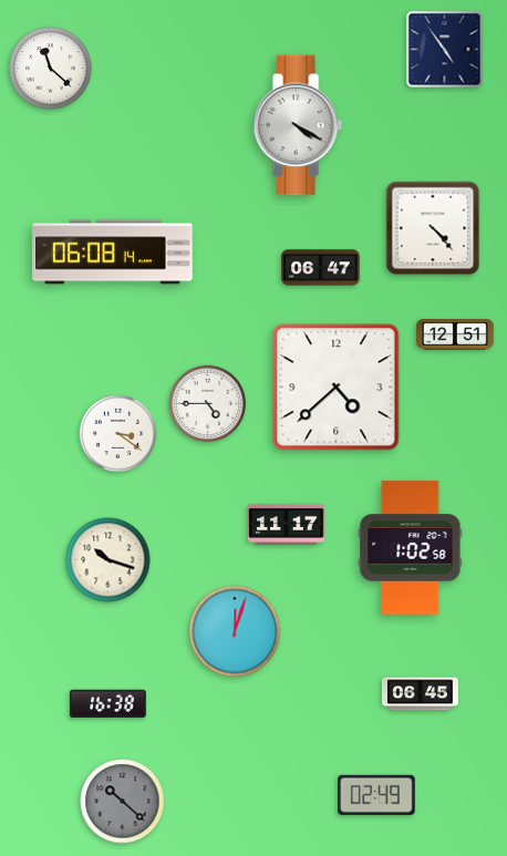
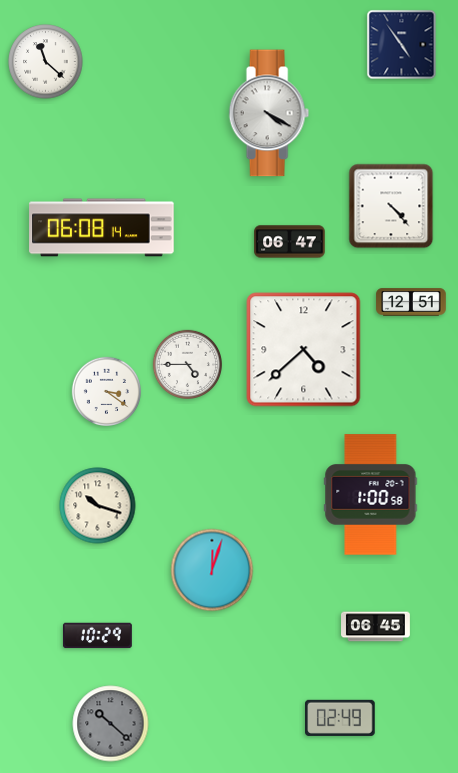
clock at (287, 524): 11:17 -> none
clock at (411, 548): 1:02 -> 1:00
clock at (421, 694) position: (421, 694) -> (376, 627)
clock at (107, 704): 16:38 -> 10:29
